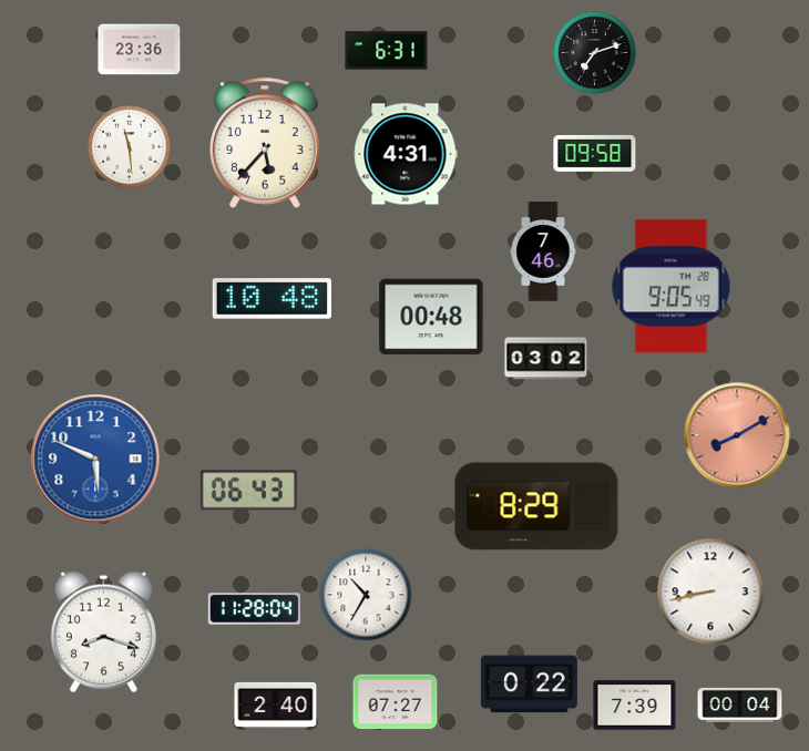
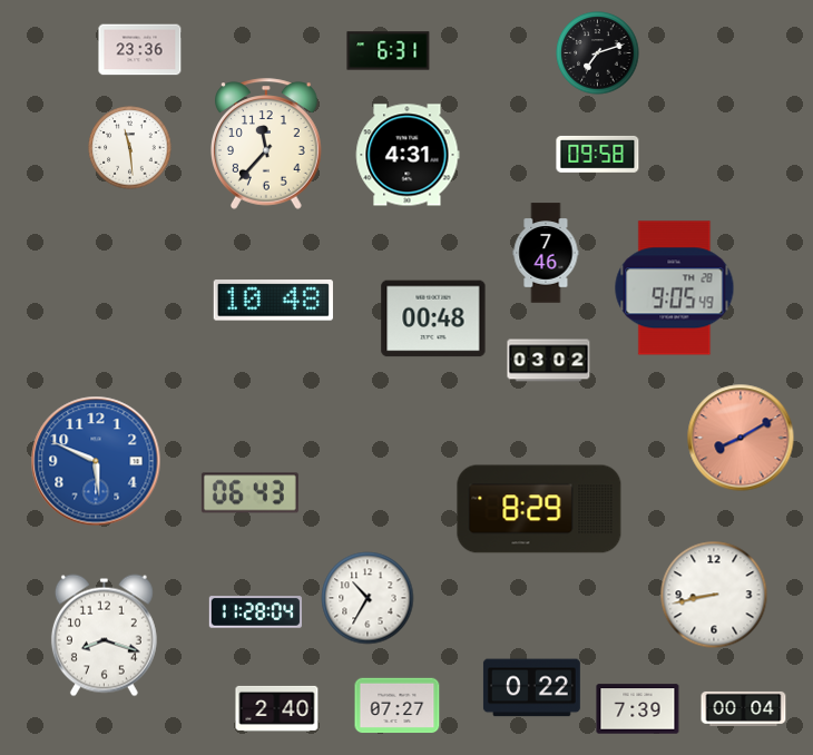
clock at (265, 143): 5:37 -> 11:37
